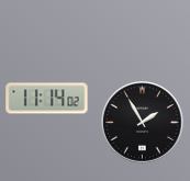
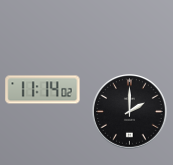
clock at (143, 123): 1:55 -> 2:00
